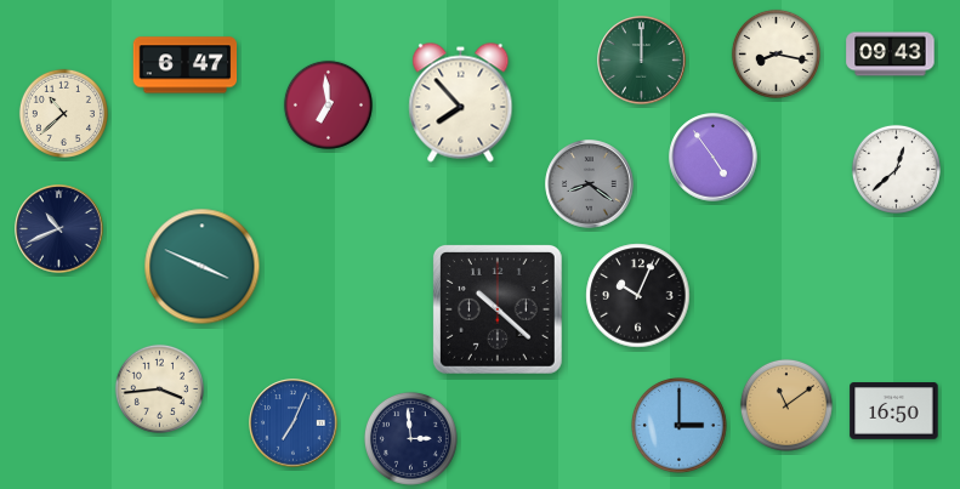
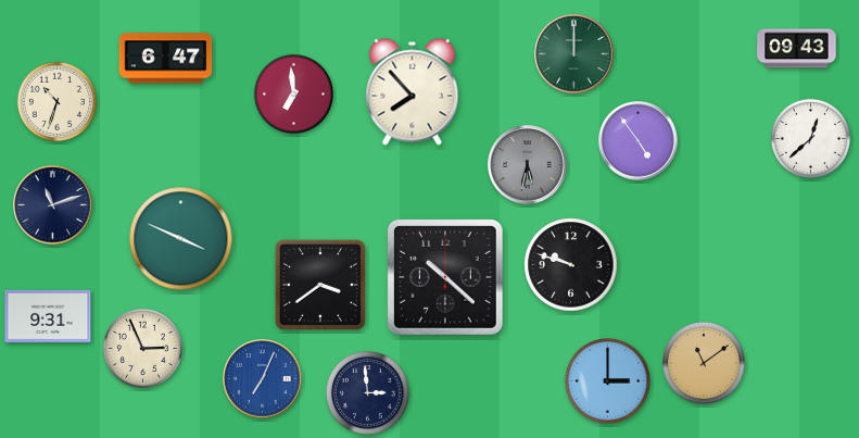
clock at (776, 53): 8:17 -> none
clock at (63, 113): 10:38 -> 10:33
clock at (896, 169) position: (896, 169) -> (810, 138)
clock at (590, 184): 8:21 -> 5:32
clock at (59, 229): 10:41 -> 11:12
clock at (638, 296): 10:04 -> 9:48
clock at (320, 285): none -> 3:39
clock at (48, 316): none -> 9:31
clock at (159, 388): 3:44 -> 2:56
clock at (894, 411): 16:50 -> none
